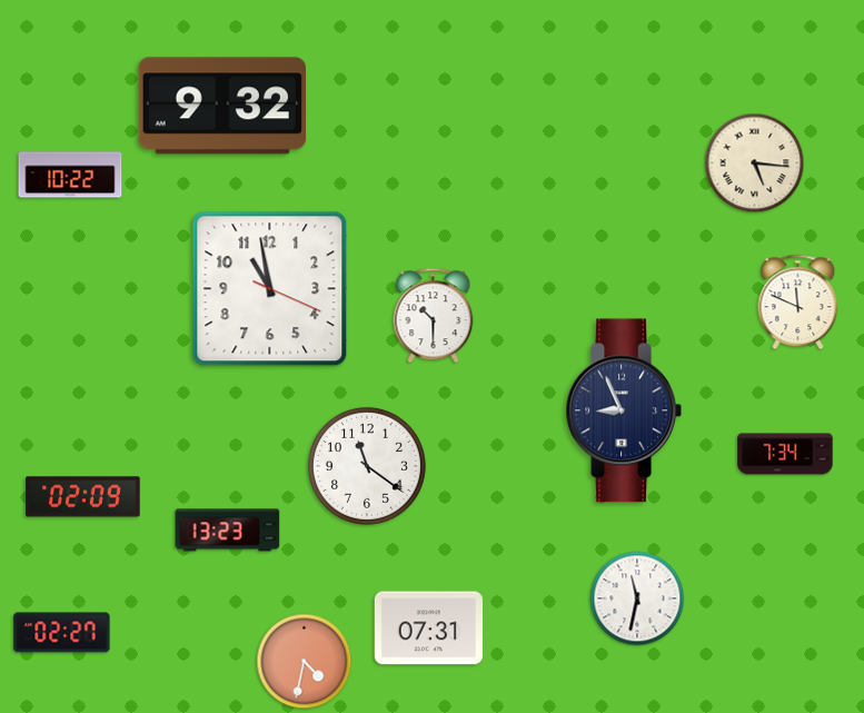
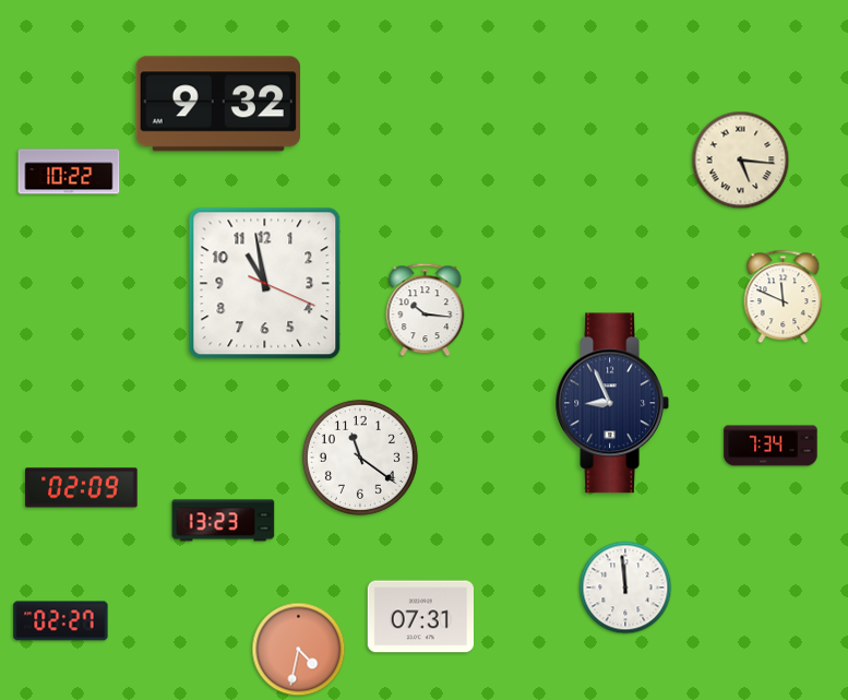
clock at (434, 316): 10:30 -> 10:16
clock at (637, 598): 11:32 -> 11:59
